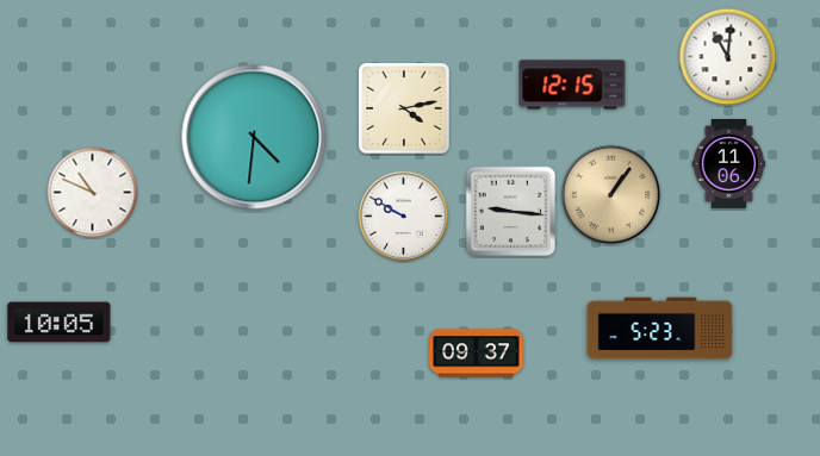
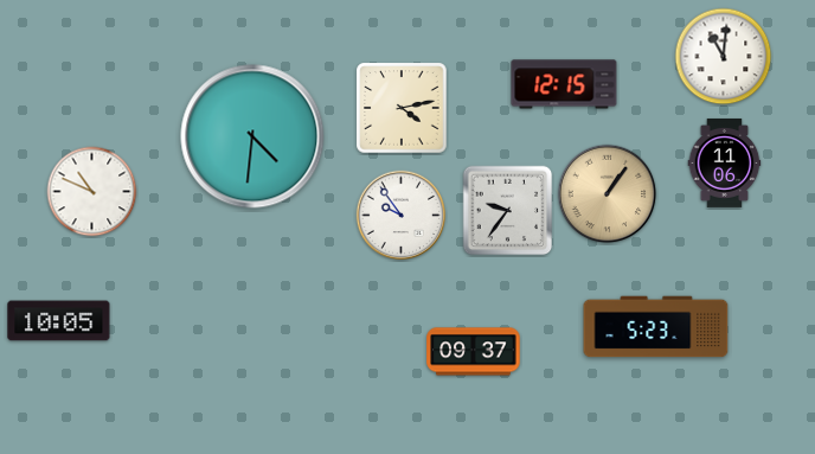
clock at (572, 85) position: (572, 85) -> (564, 84)
clock at (511, 212): 9:16 -> 9:36
clock at (404, 217): 9:50 -> 9:54
